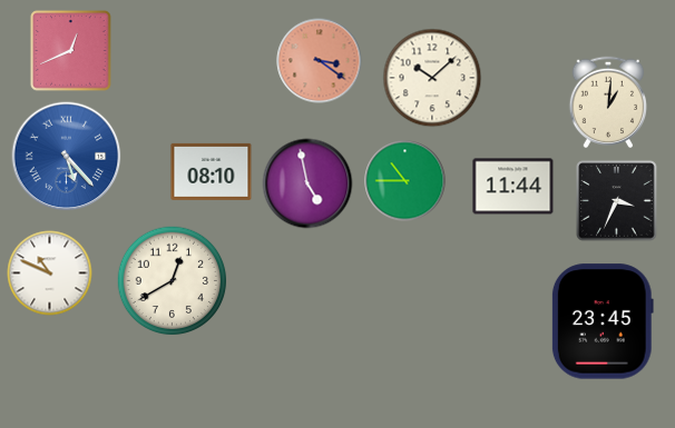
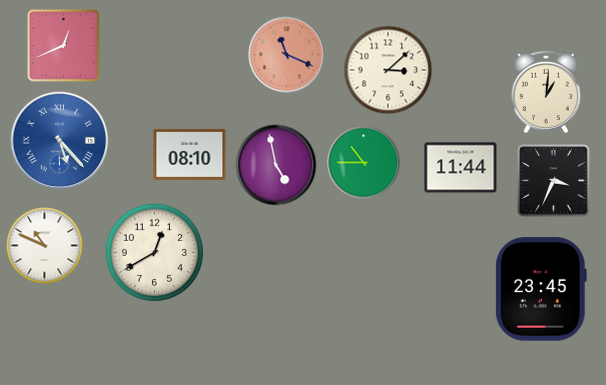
clock at (320, 61): 3:21 -> 11:19
clock at (432, 78): 10:08 -> 3:08
